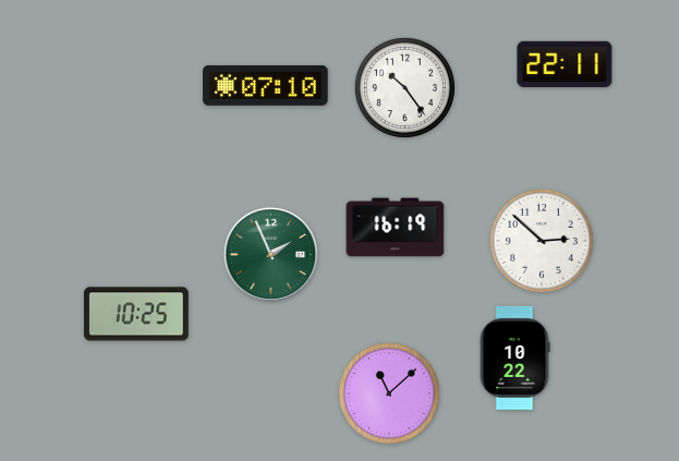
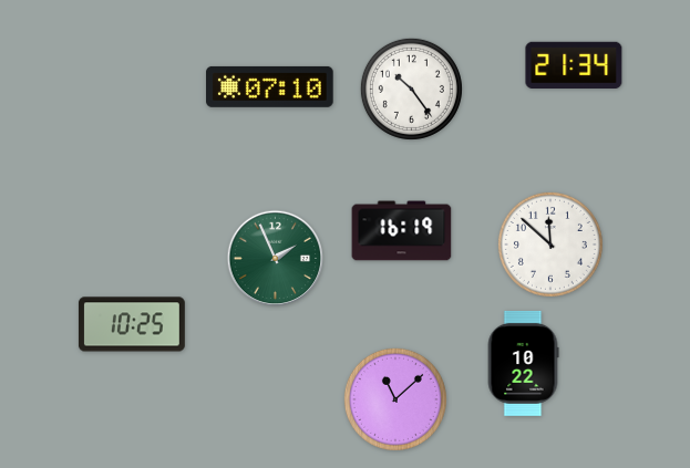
clock at (565, 63): 22:11 -> 21:34
clock at (542, 241): 2:52 -> 11:52
clock at (136, 314) position: (136, 314) -> (132, 324)
